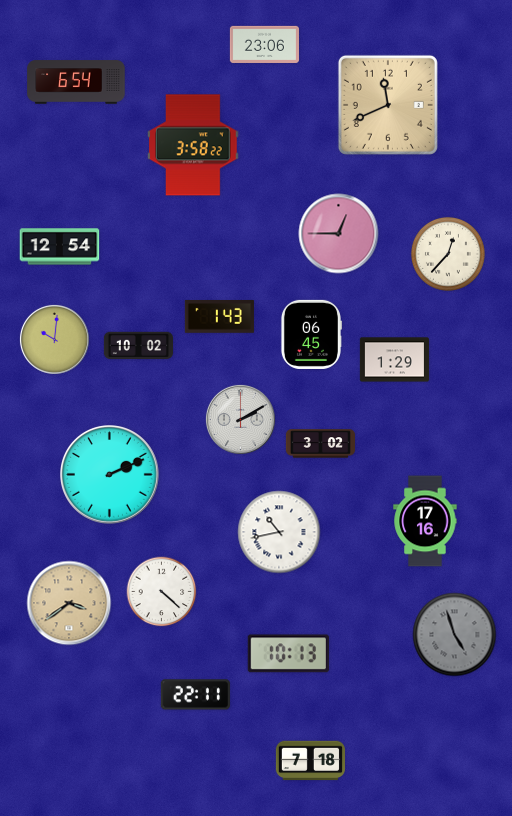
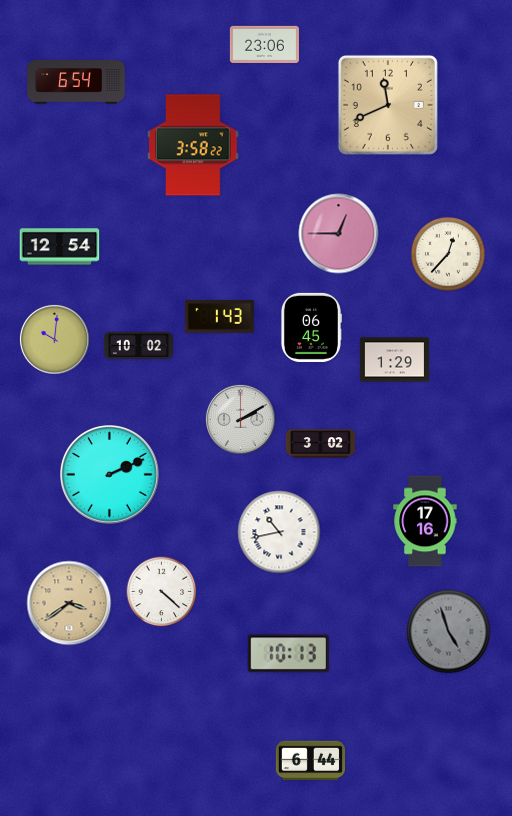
clock at (311, 334) position: (311, 334) -> (311, 327)
clock at (455, 635) position: (455, 635) -> (449, 632)
clock at (195, 695): 22:11 -> none
clock at (310, 761): 7:18 -> 6:44
